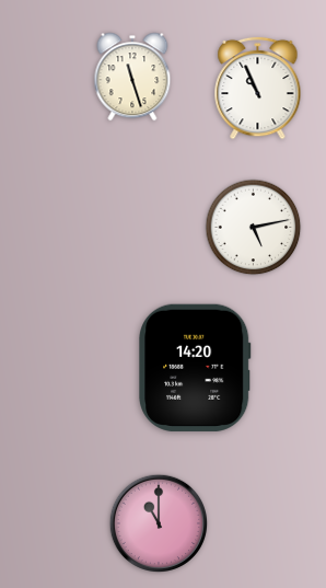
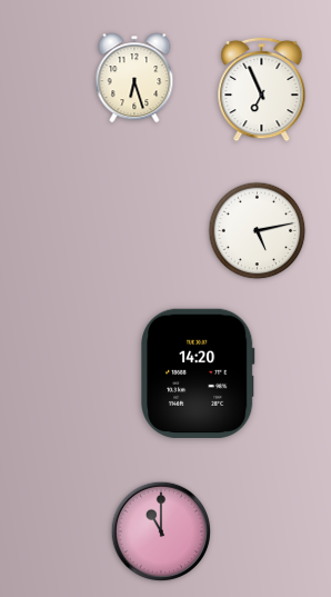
clock at (132, 77): 11:27 -> 6:27
clock at (258, 88): 10:56 -> 6:56
